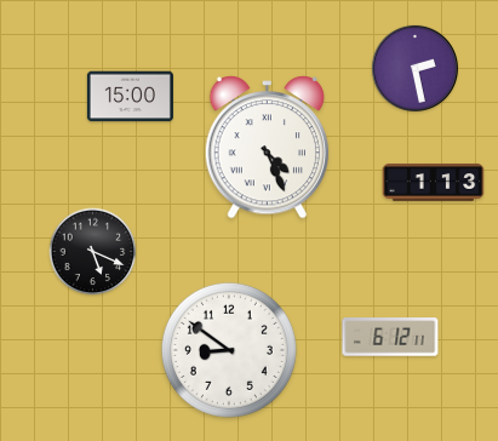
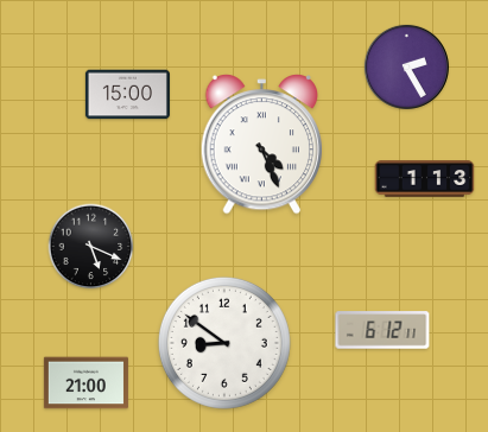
clock at (414, 68): 2:28 -> 2:25
clock at (85, 383): none -> 21:00
